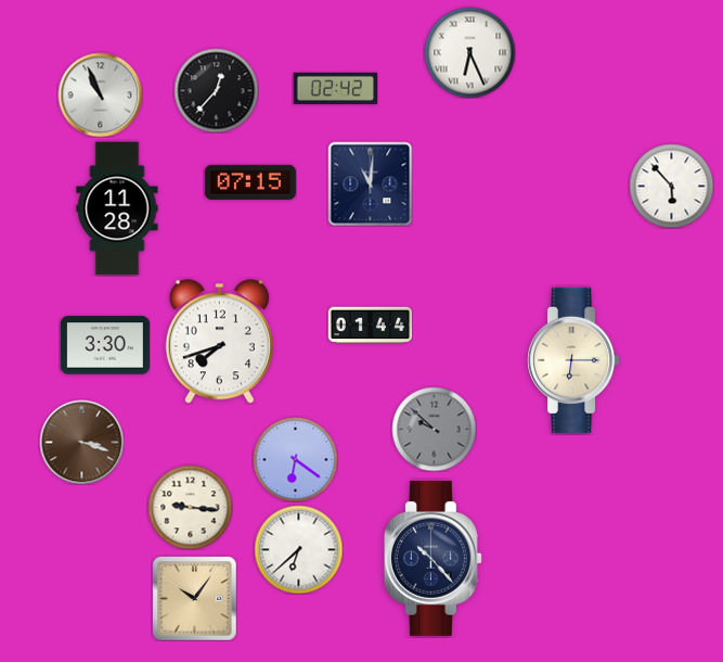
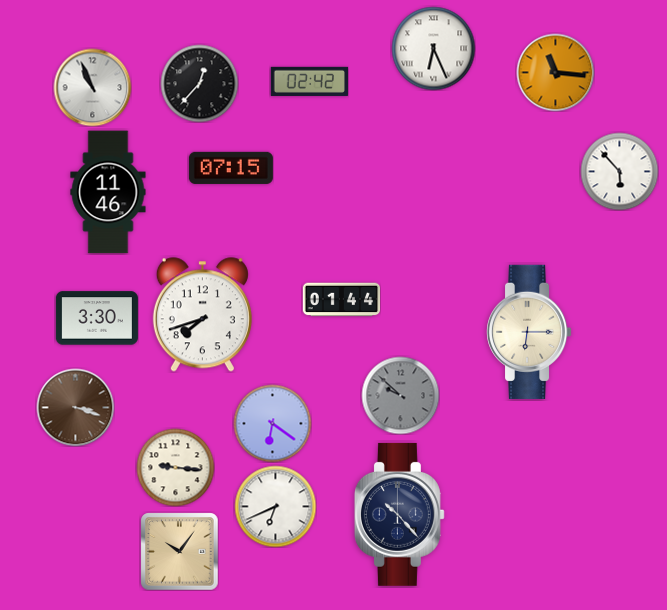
clock at (555, 72): none -> 11:16
clock at (370, 183): 11:01 -> none
clock at (117, 208): 11:28 -> 11:46
clock at (298, 549): 6:38 -> 6:41
